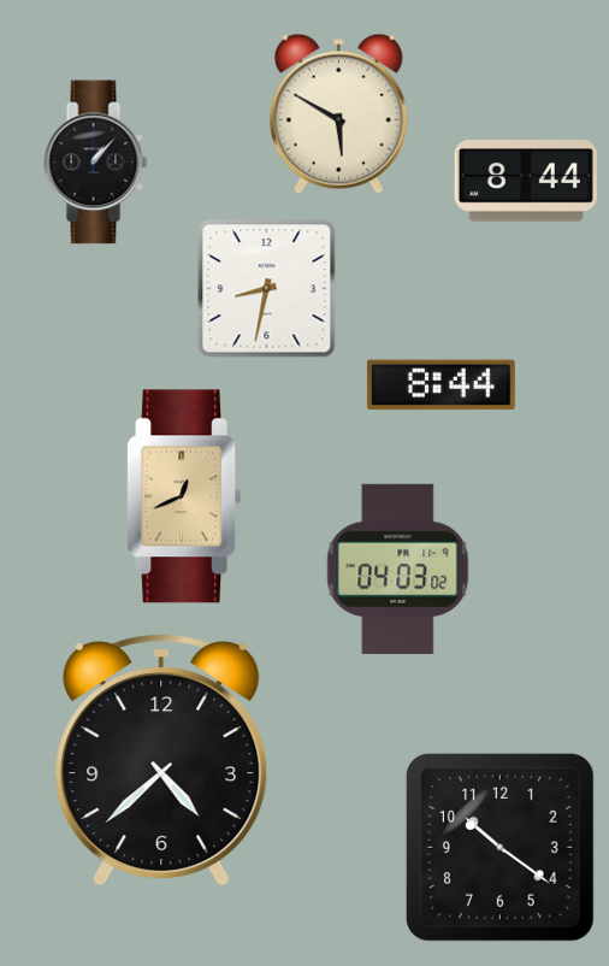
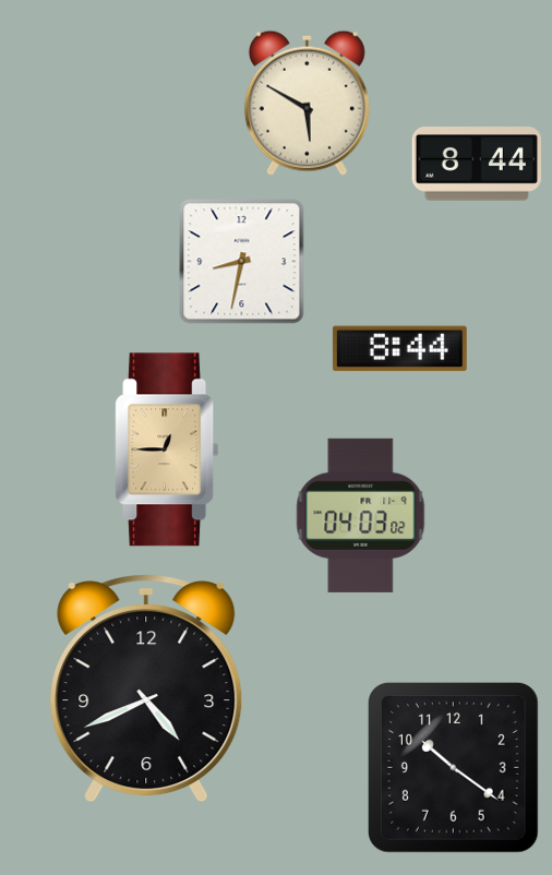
clock at (96, 163): 1:07 -> none
clock at (184, 496): 12:41 -> 12:45
clock at (161, 760): 4:38 -> 4:41
